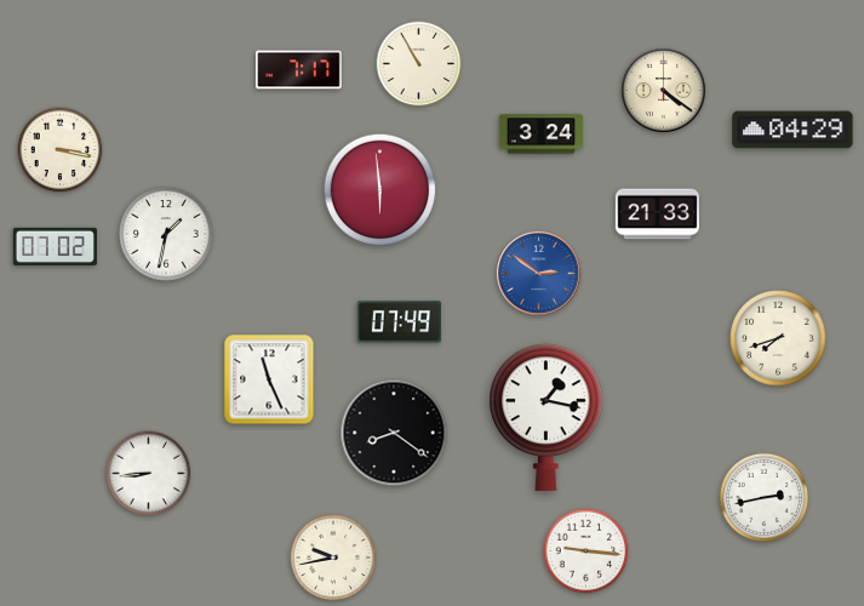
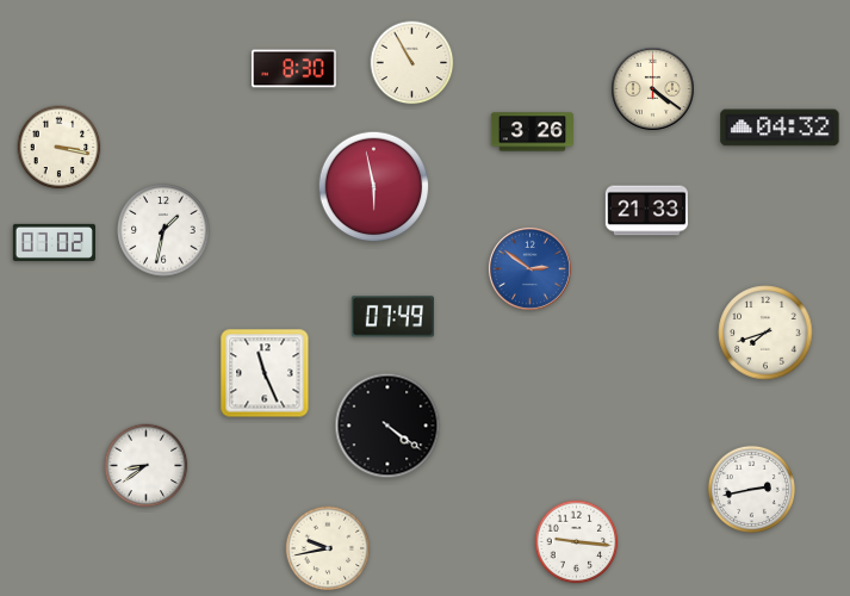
clock at (298, 70): 7:17 -> 8:30
clock at (793, 130): 04:29 -> 04:32
clock at (540, 135): 3:24 -> 3:26
clock at (380, 190): 5:59 -> 5:58
clock at (547, 417): 1:17 -> none
clock at (394, 433): 8:21 -> 4:21
clock at (149, 474): 8:44 -> 8:39
